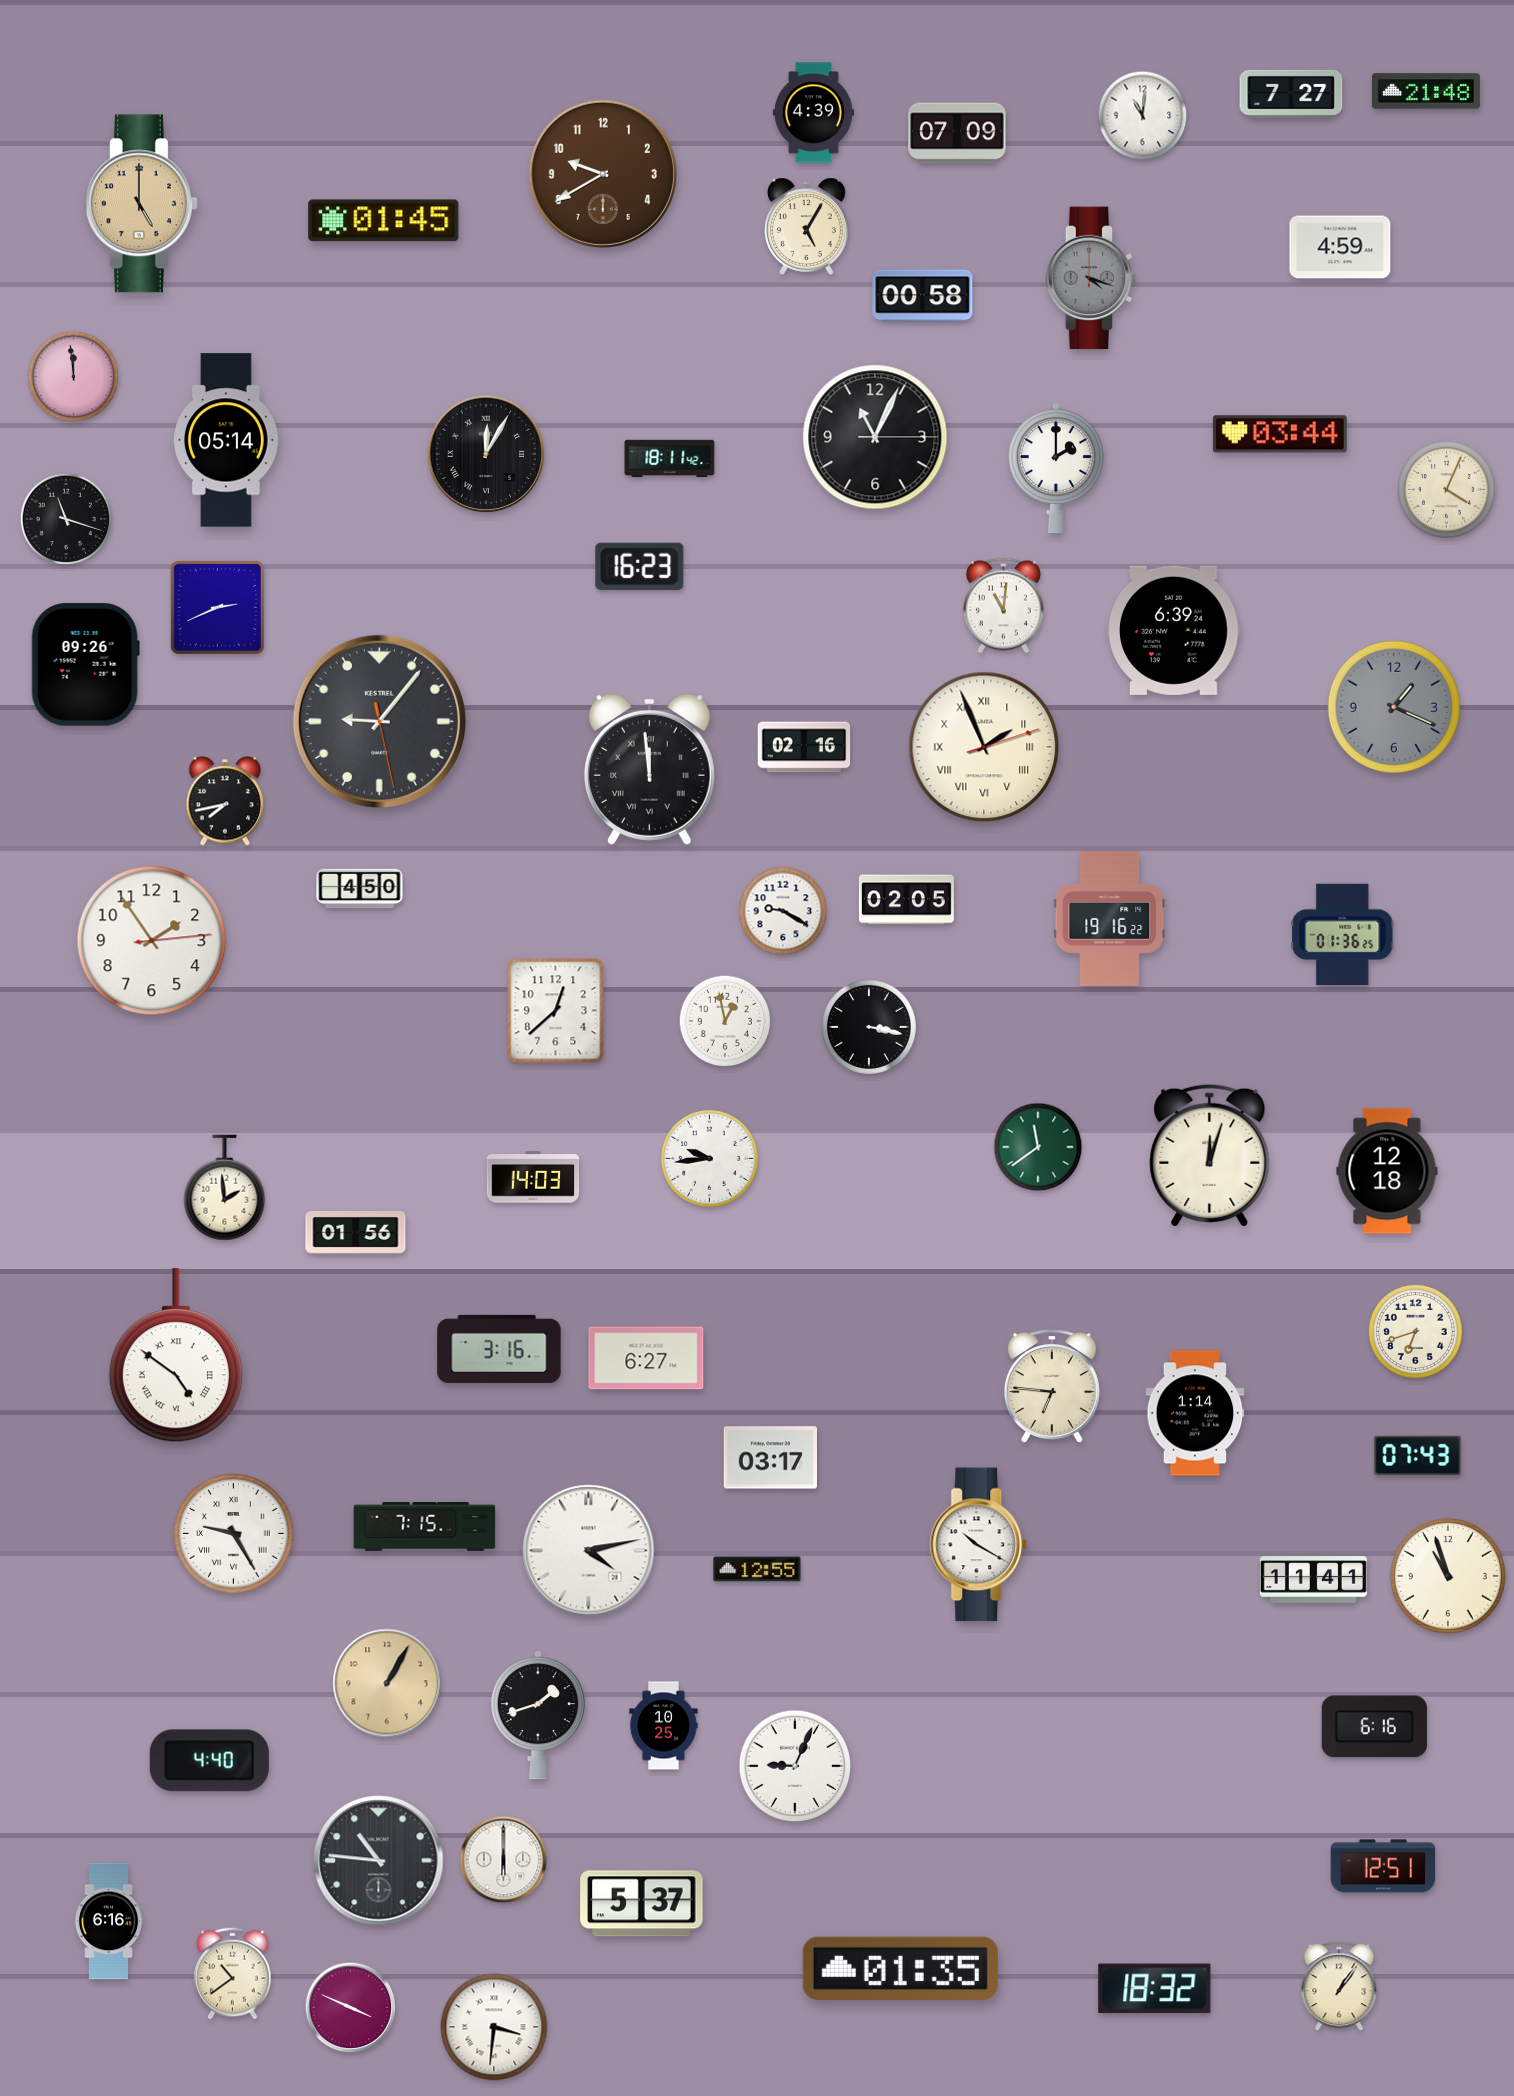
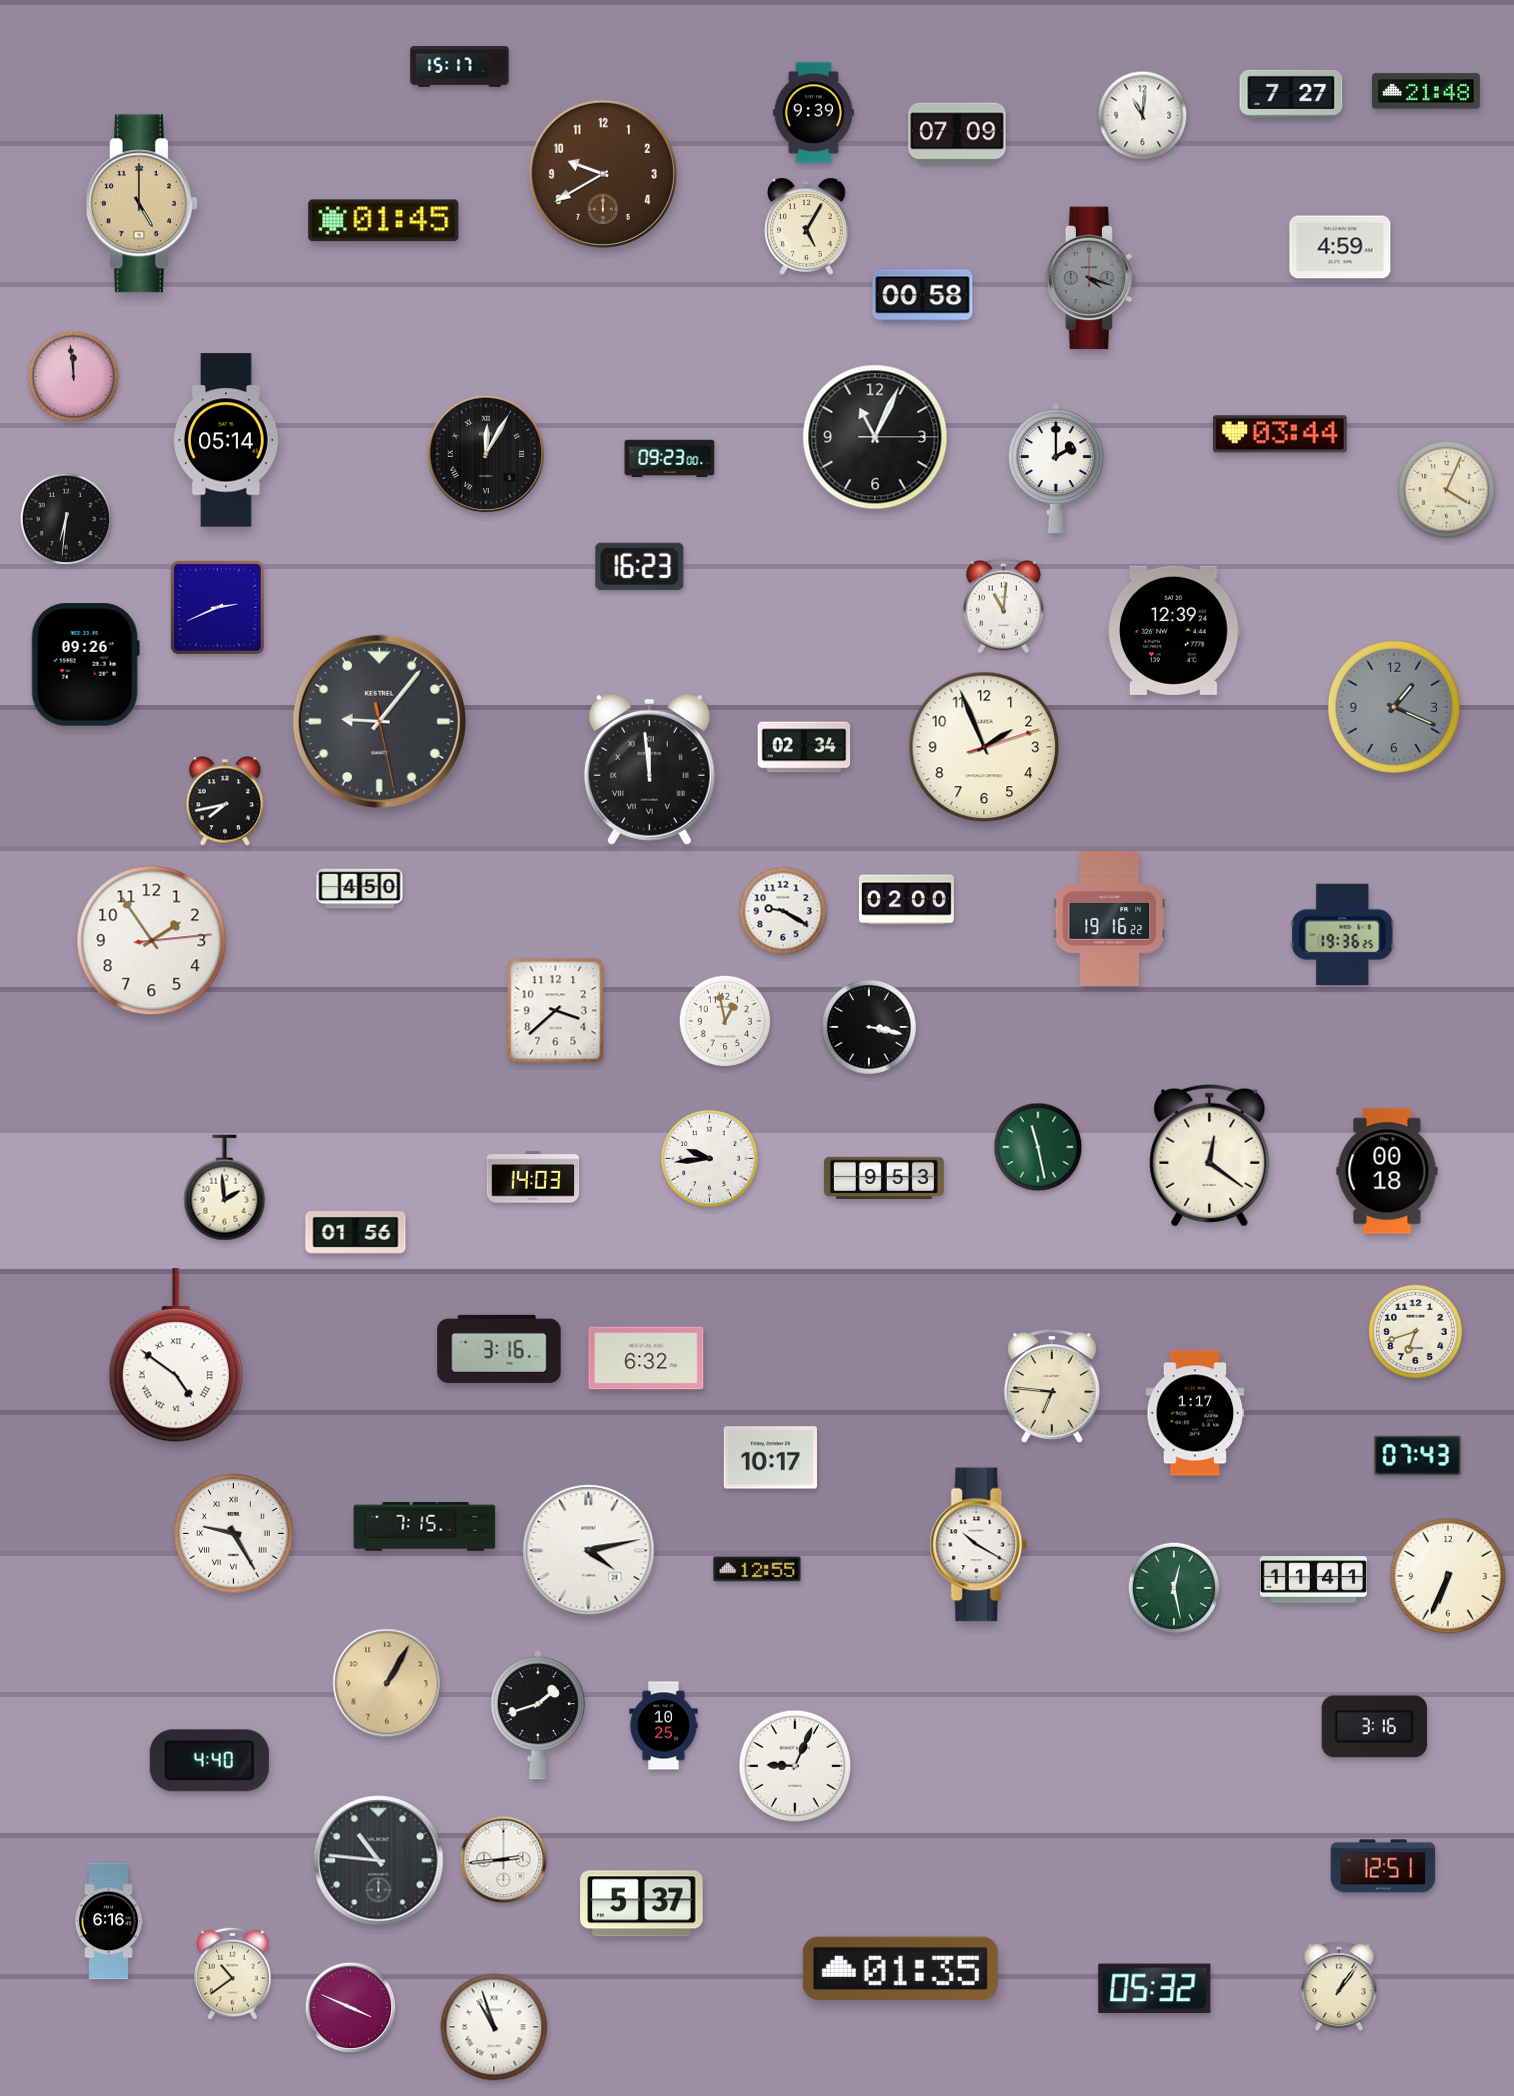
clock at (460, 67): none -> 15:17
clock at (813, 113): 4:39 -> 9:39
clock at (670, 459): 18:11 -> 09:23
clock at (66, 519): 11:18 -> 6:31
clock at (1174, 630): 6:39 -> 12:39
clock at (804, 747): 02:16 -> 02:34
clock at (984, 747) numerals: Roman -> Arabic
clock at (906, 900): 02:05 -> 02:00
clock at (1343, 935): 01:36 -> 19:36
clock at (556, 1011): 12:38 -> 3:38
clock at (1038, 1147): 11:39 -> 11:28
clock at (1210, 1155): 12:03 -> 12:21
clock at (1387, 1171): 12:18 -> 00:18
clock at (884, 1178): none -> 9:53
clock at (646, 1358): 6:27 -> 6:32
clock at (1195, 1413): 1:14 -> 1:17
clock at (770, 1458): 03:17 -> 10:17
clock at (1448, 1576): 10:57 -> 6:34
clock at (1174, 1588): none -> 12:28
clock at (1374, 1727): 6:16 -> 3:16
clock at (504, 1860): 6:00 -> 2:44
clock at (1155, 1989): 18:32 -> 05:32
clock at (494, 2027): 3:31 -> 10:57
